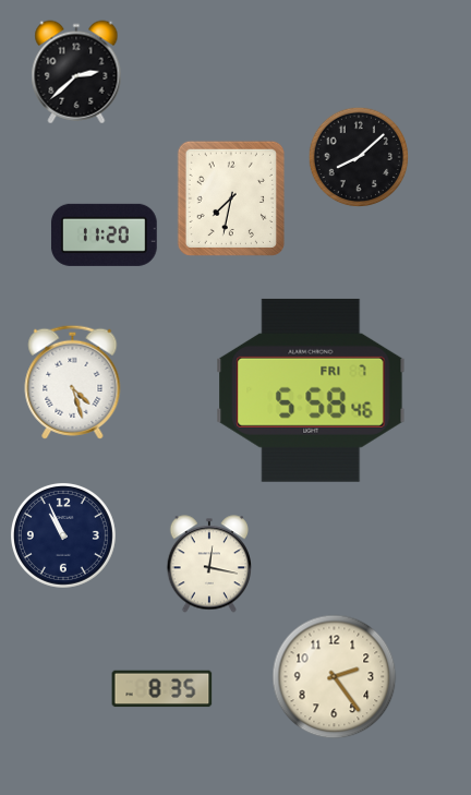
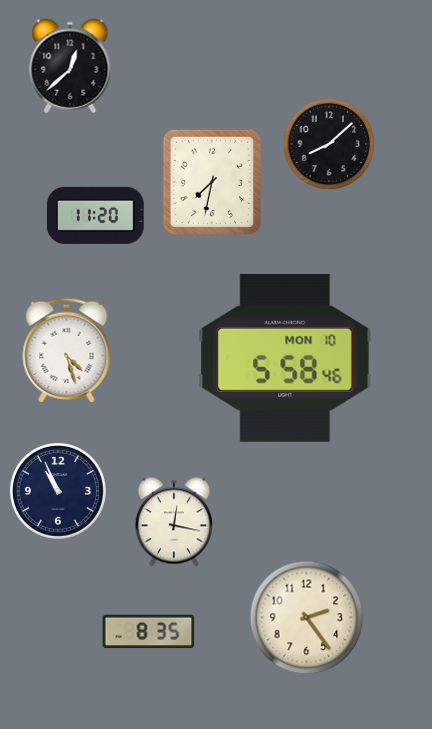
clock at (76, 72): 2:38 -> 12:38
clock at (311, 390) date: FRI 7 -> MON 10
clock at (208, 564) position: (208, 564) -> (173, 522)
clock at (335, 677) position: (335, 677) -> (307, 618)
